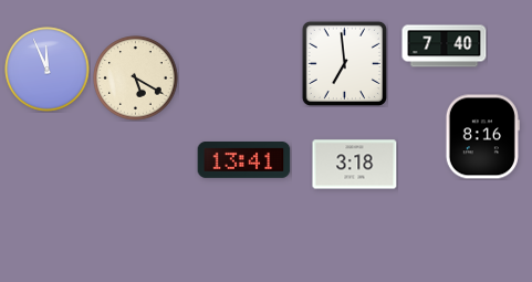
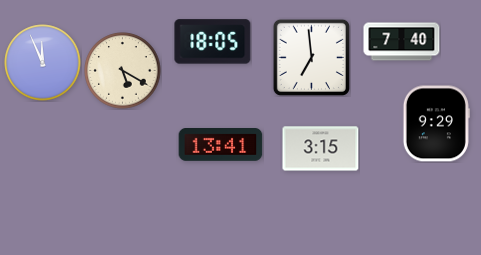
clock at (213, 42): none -> 18:05
clock at (482, 137): 8:16 -> 9:29
clock at (355, 165): 3:18 -> 3:15
